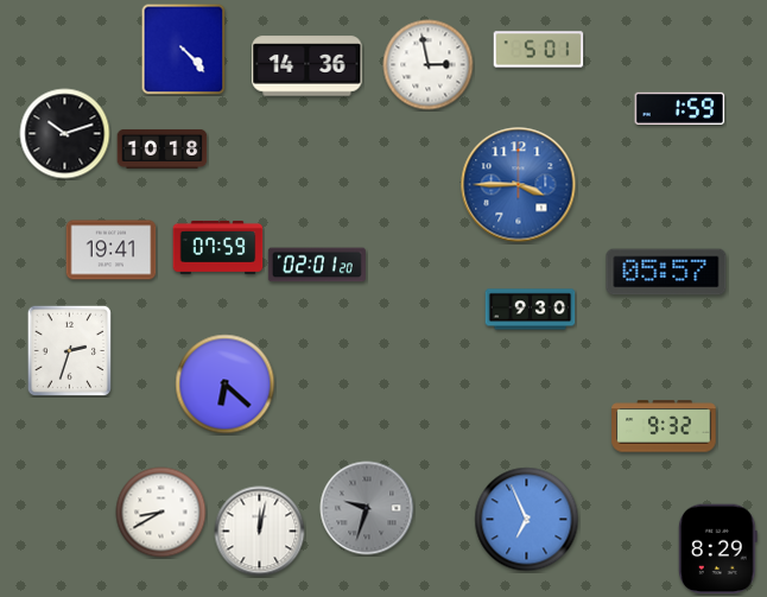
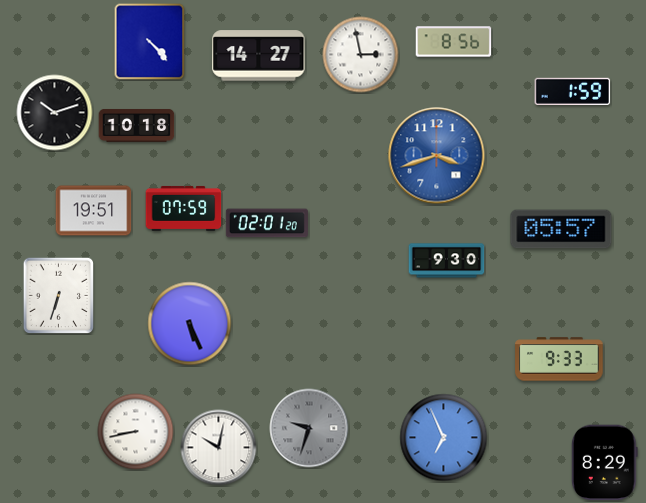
clock at (184, 50) position: (184, 50) -> (150, 42)
clock at (539, 50): 5:01 -> 8:56
clock at (308, 66): 14:36 -> 14:27
clock at (519, 185): 3:45 -> 3:42
clock at (112, 250): 19:41 -> 19:51
clock at (70, 350): 2:33 -> 6:33
clock at (226, 385): 6:22 -> 5:26
clock at (664, 426): 9:32 -> 9:33
clock at (161, 513): 8:40 -> 8:43
clock at (260, 532): 12:02 -> 10:02
